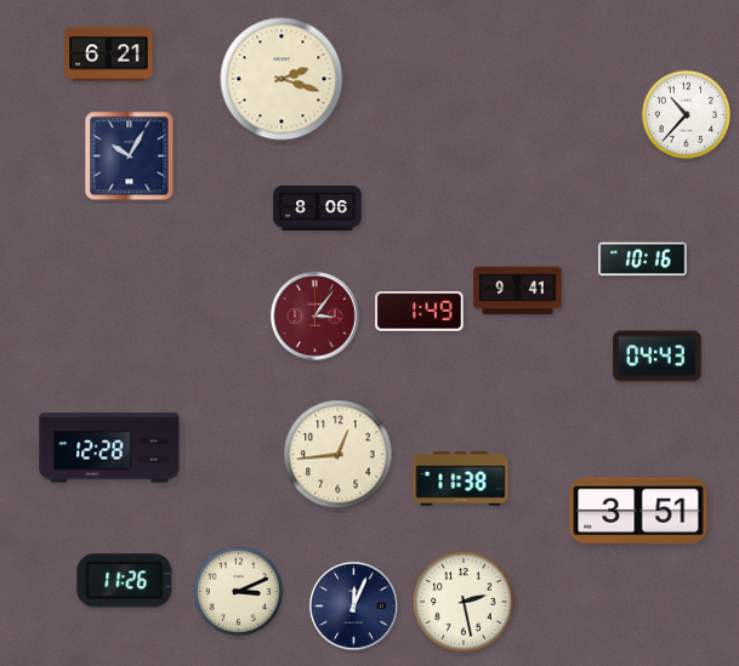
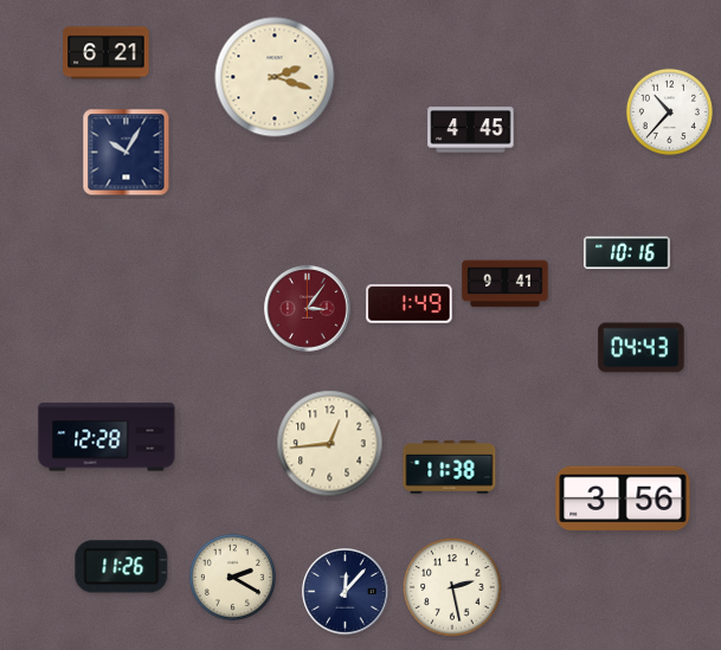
clock at (471, 130): none -> 4:45
clock at (318, 207): 8:06 -> none
clock at (638, 511): 3:51 -> 3:56
clock at (238, 591): 3:11 -> 2:20
clock at (354, 607): 12:04 -> 12:07
